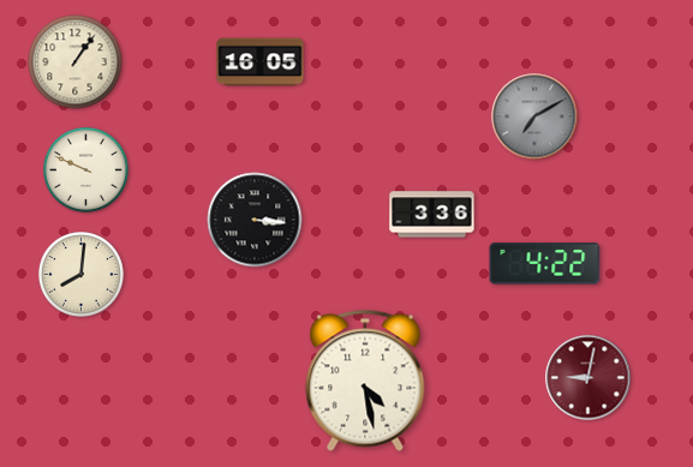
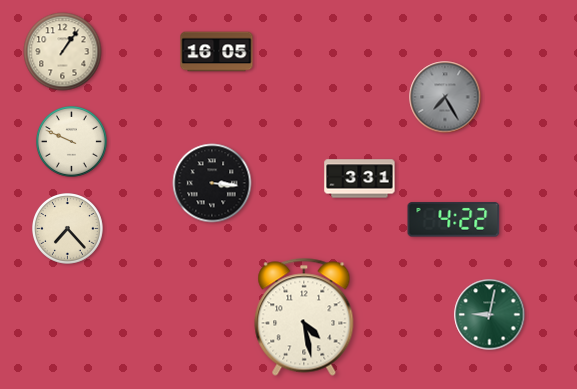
clock at (534, 116): 7:10 -> 7:25
clock at (432, 215): 3:36 -> 3:31
clock at (82, 275): 8:01 -> 7:23
clock at (589, 378) dial: burgundy -> green
